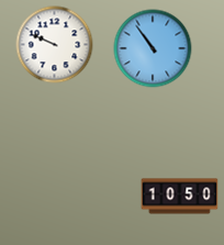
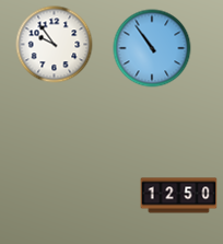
clock at (55, 45): 9:49 -> 9:54
clock at (180, 197): 10:50 -> 12:50
